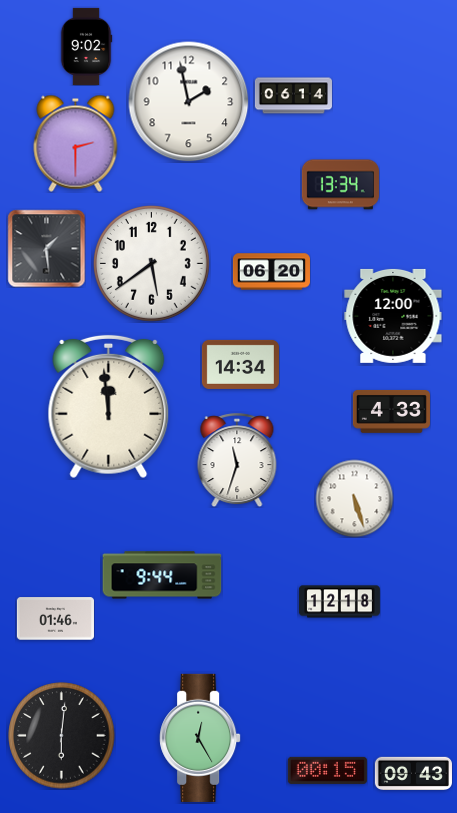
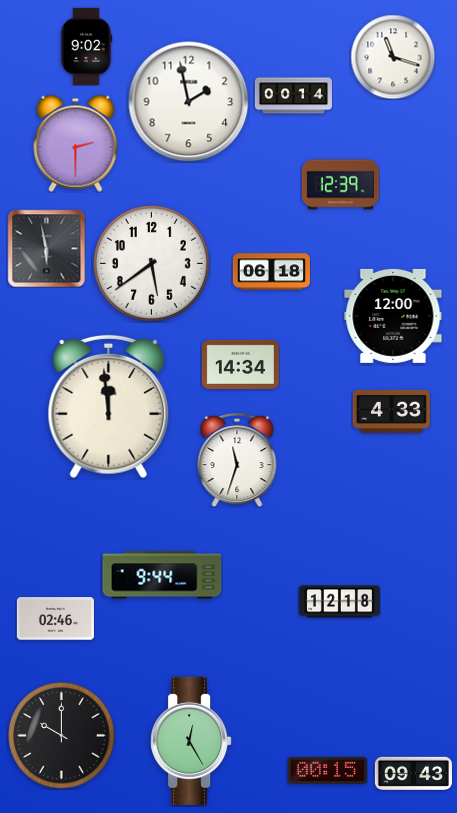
clock at (393, 57): none -> 11:18
clock at (293, 96): 06:14 -> 00:14
clock at (340, 185): 13:34 -> 12:39
clock at (46, 248): 1:29 -> 5:58
clock at (271, 272): 06:20 -> 06:18
clock at (354, 498): 5:27 -> none
clock at (55, 619): 01:46 -> 02:46
clock at (62, 736): 6:01 -> 10:00
clock at (200, 738) position: (200, 738) -> (191, 741)
